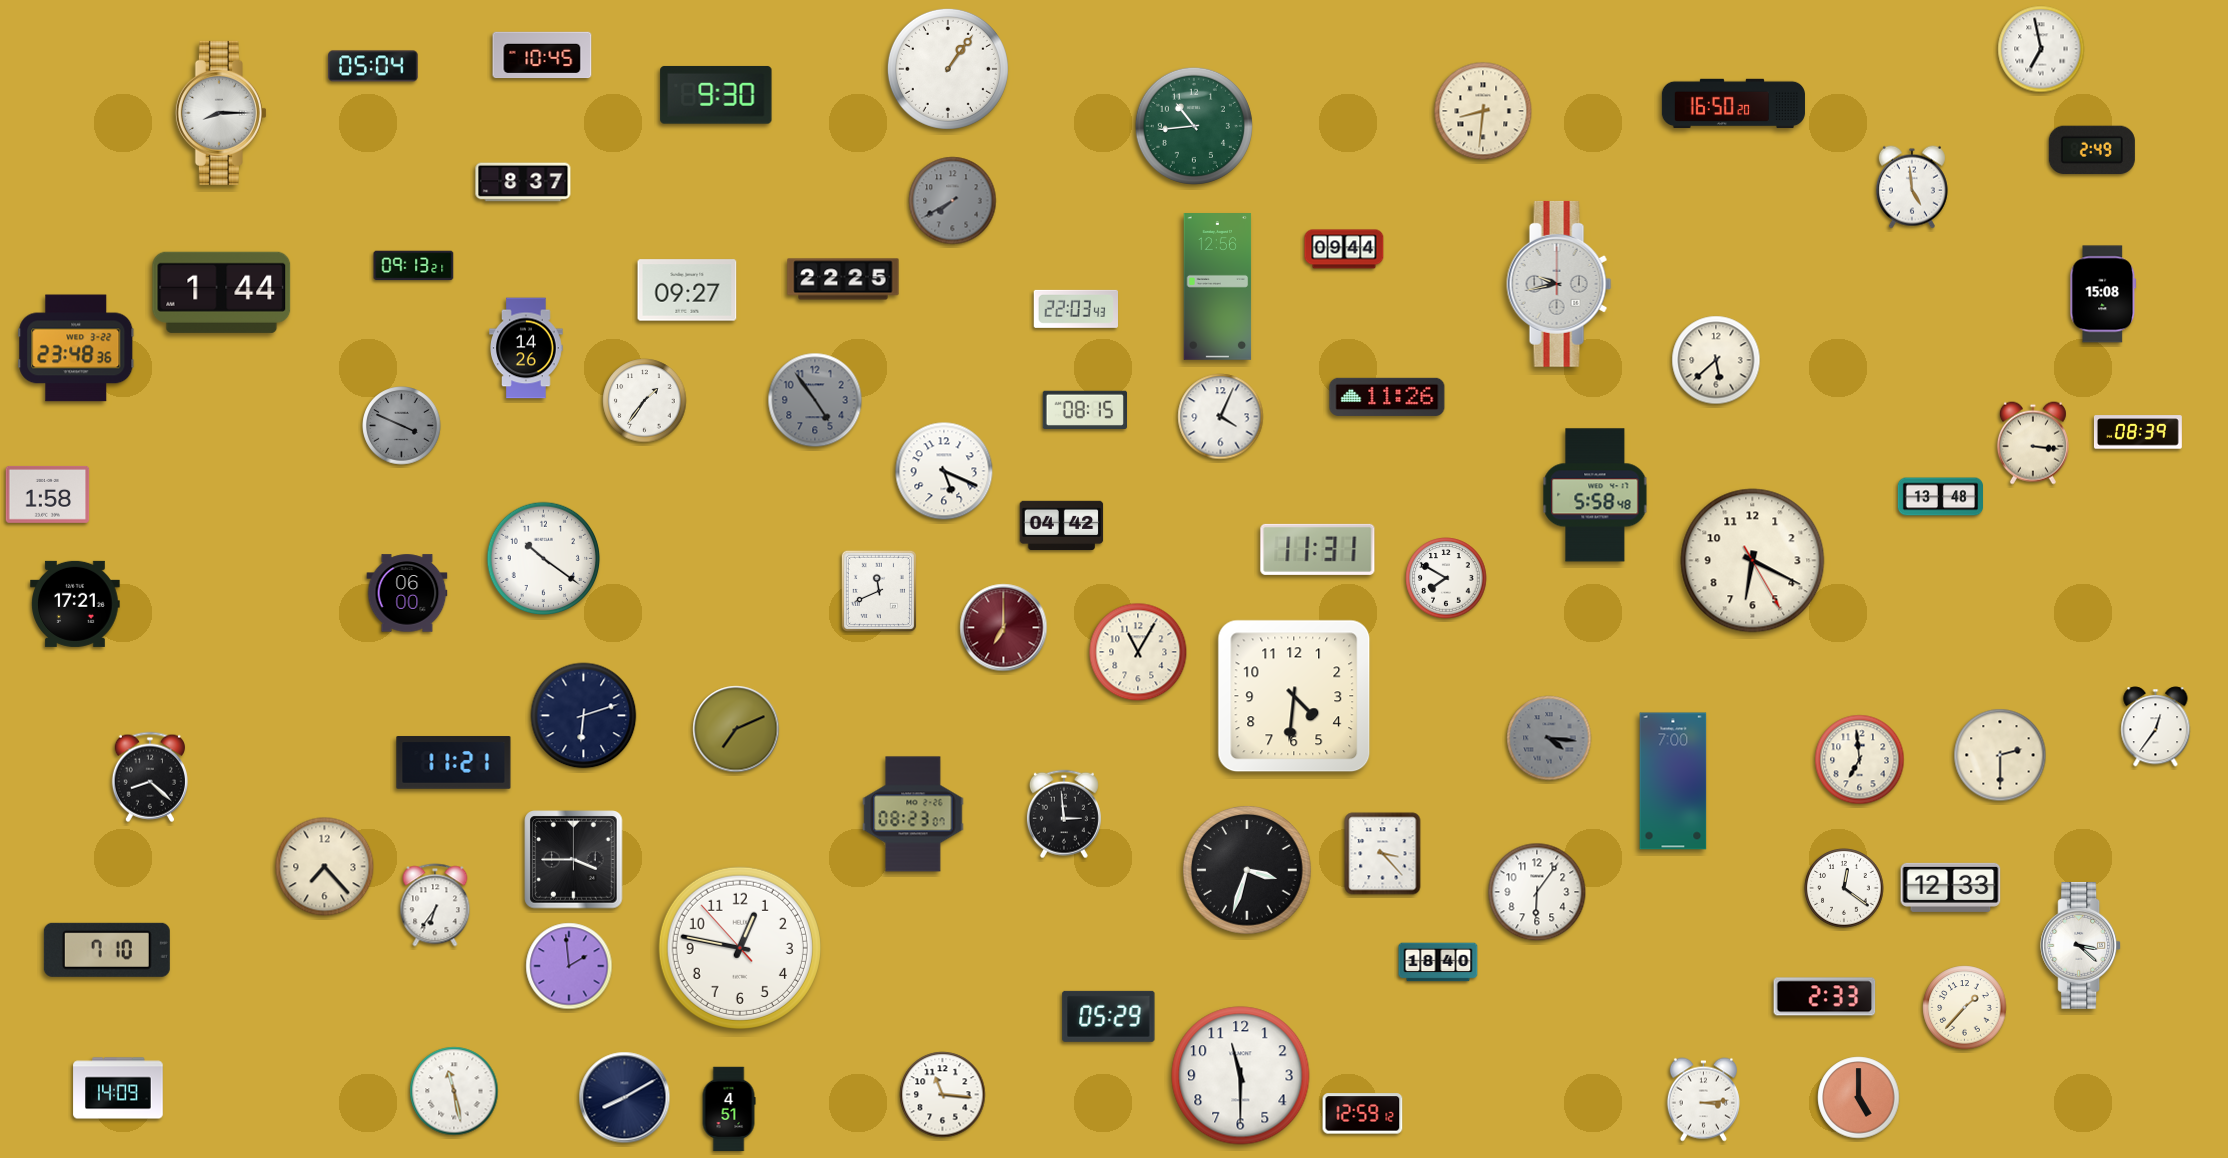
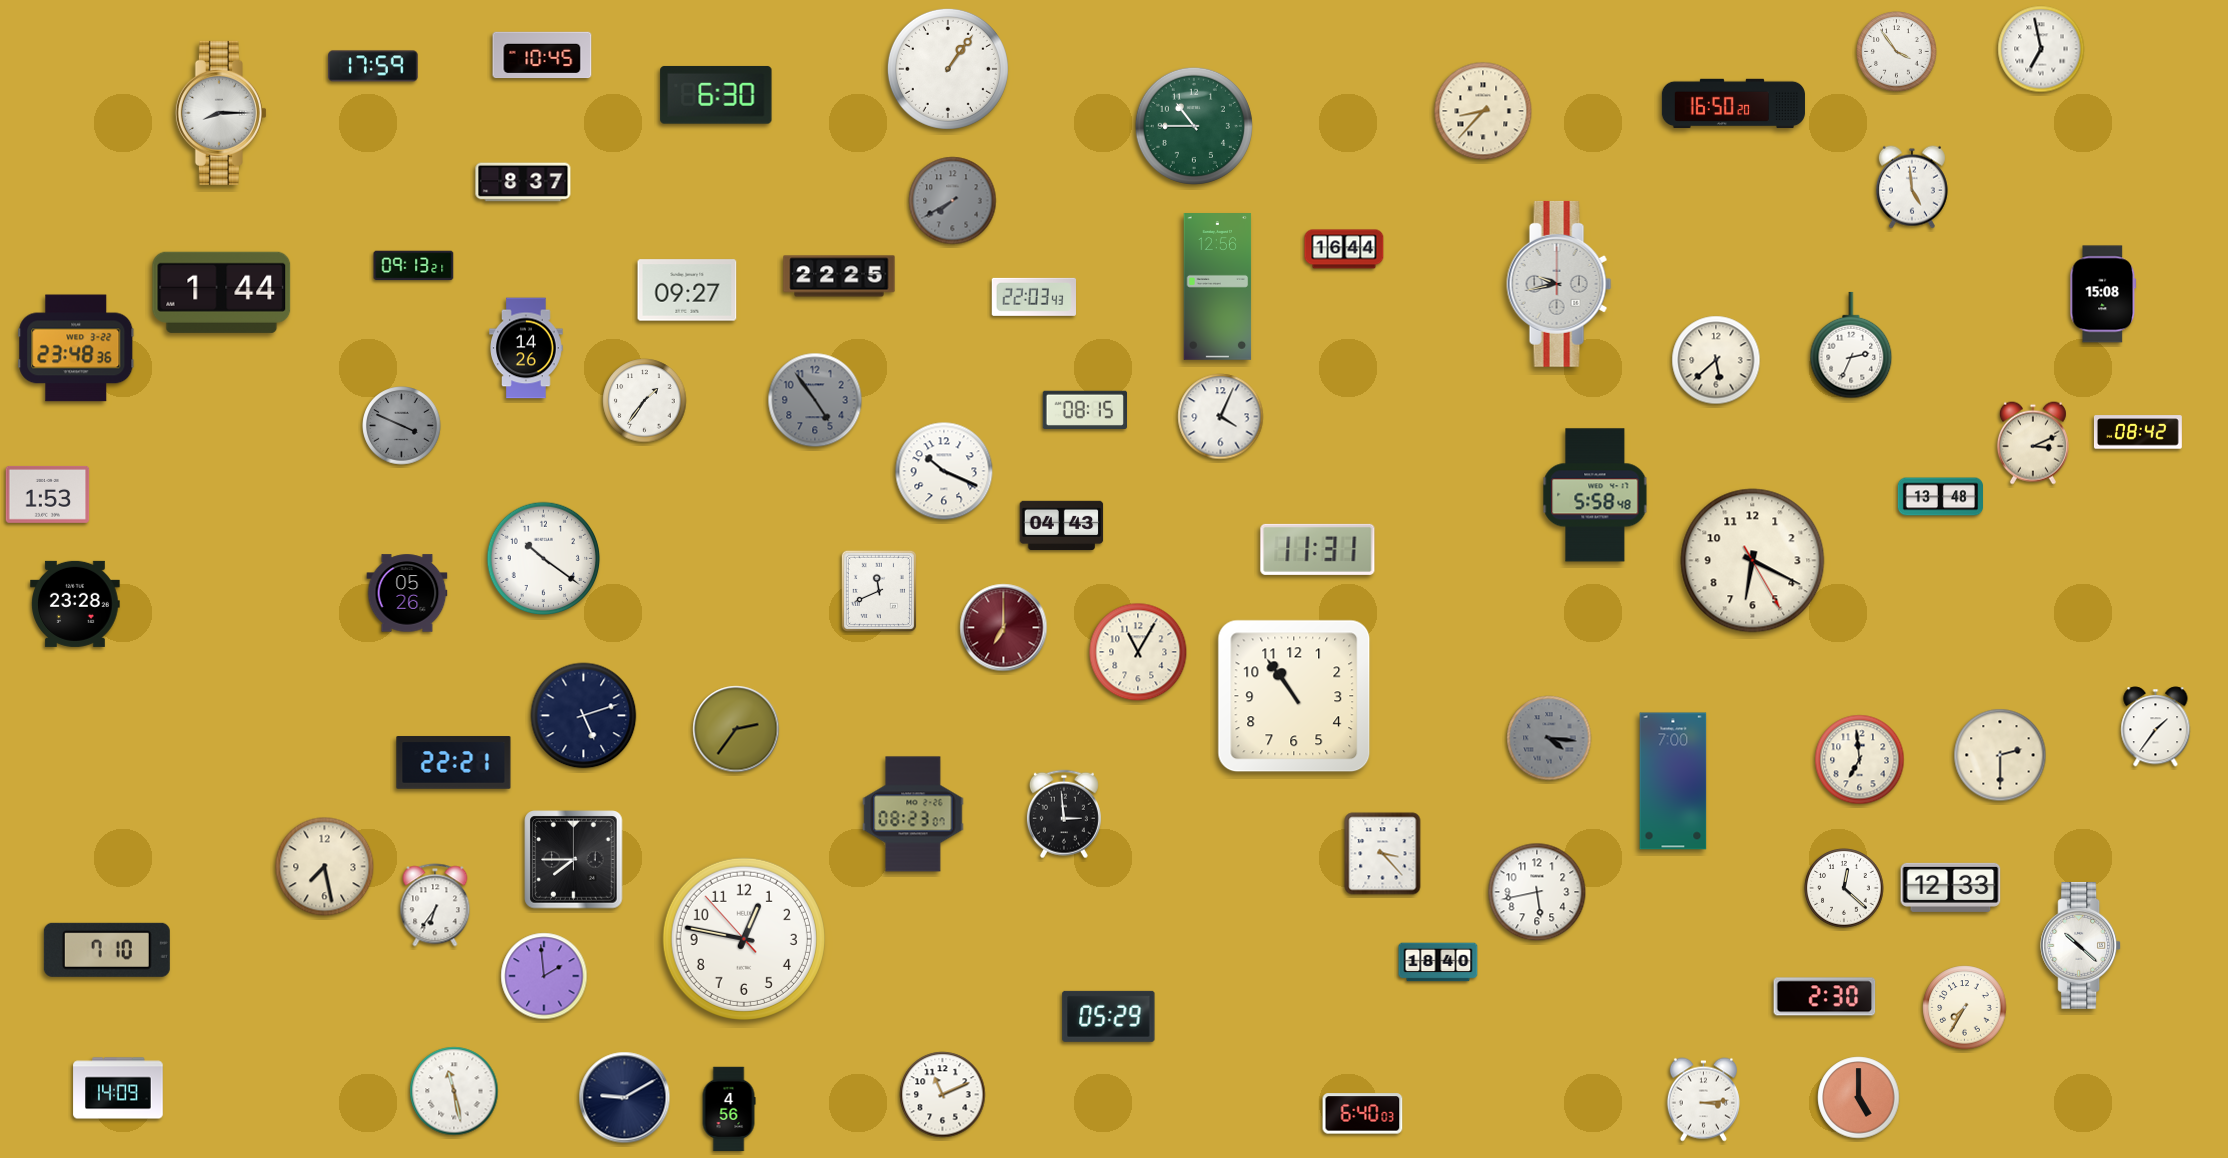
clock at (1897, 52): none -> 3:54
clock at (373, 66): 05:04 -> 17:59
clock at (716, 95): 9:30 -> 6:30
clock at (1483, 111): 8:31 -> 8:37
clock at (1194, 126): 10:44 -> 10:45
clock at (2092, 150): 2:49 -> none
clock at (1344, 249): 09:44 -> 16:44
clock at (843, 279) position: (843, 279) -> (839, 276)
clock at (1075, 309) position: (1075, 309) -> (1033, 297)
clock at (1851, 345): none -> 2:34
clock at (1387, 397): 11:26 -> none
clock at (2138, 432): 08:39 -> 08:42
clock at (2033, 443): 3:16 -> 3:11
clock at (944, 471): 5:19 -> 10:19
clock at (48, 494): 1:58 -> 1:53
clock at (1062, 525): 04:42 -> 04:43
clock at (1446, 578): 7:50 -> none
clock at (407, 593): 06:00 -> 05:26
clock at (75, 604): 17:21 -> 23:28
clock at (1294, 696): 4:31 -> 10:54
clock at (584, 716): 6:12 -> 5:12
clock at (2156, 727): 12:36 -> 1:36
clock at (736, 729): 7:11 -> 2:36
clock at (454, 763): 11:21 -> 22:21
clock at (150, 777): 8:22 -> none
clock at (574, 860): 3:45 -> 7:45
clock at (325, 867): 7:23 -> 7:28
clock at (1247, 870): 3:33 -> none
clock at (1844, 888): 12:21 -> 12:22
clock at (1537, 892): 6:06 -> 5:43
clock at (2081, 945): 3:22 -> 10:22
clock at (740, 948) position: (740, 948) -> (744, 939)
clock at (569, 966) position: (569, 966) -> (544, 976)
clock at (1825, 997): 2:33 -> 2:30
clock at (1965, 1008): 1:37 -> 7:35
clock at (1241, 1076): 11:30 -> none
clock at (943, 1095): 11:16 -> 11:11
clock at (625, 1098): 8:10 -> 9:10
clock at (729, 1109): 4:51 -> 4:56
clock at (1363, 1114): 12:59 -> 6:40
